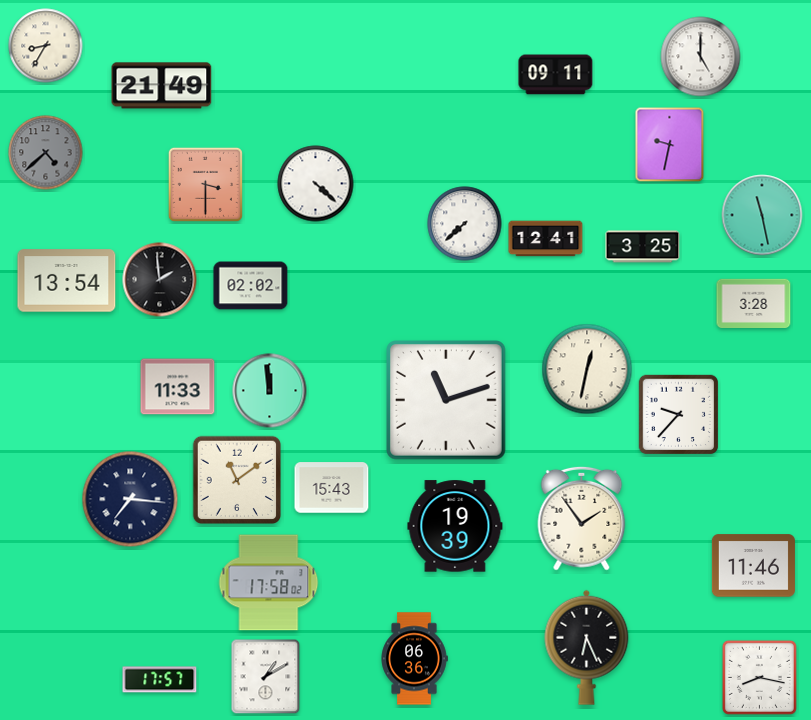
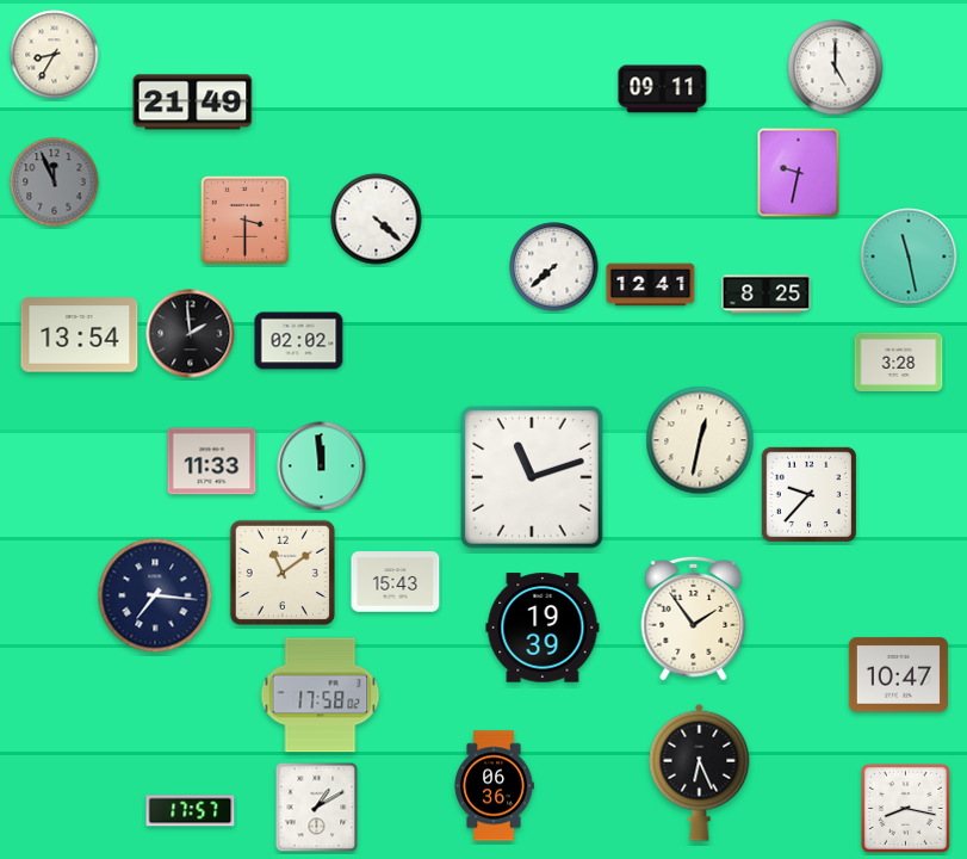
clock at (46, 153): 4:38 -> 11:56
clock at (643, 247): 3:25 -> 8:25
clock at (753, 566): 11:46 -> 10:47
